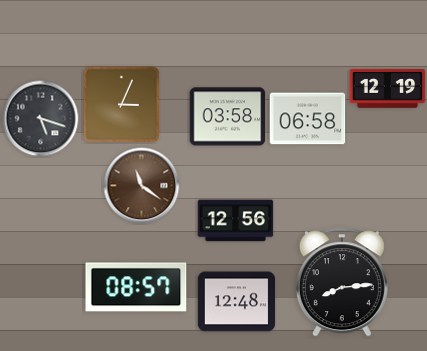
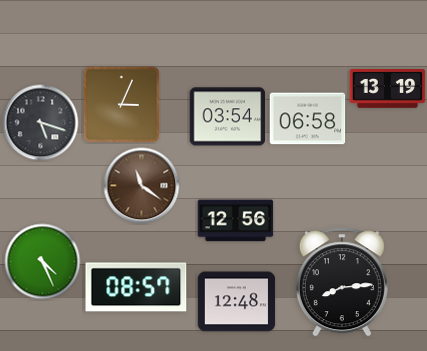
clock at (388, 89): 12:19 -> 13:19
clock at (228, 117): 03:58 -> 03:54
clock at (41, 119) position: (41, 119) -> (41, 123)
clock at (43, 262): none -> 4:26
